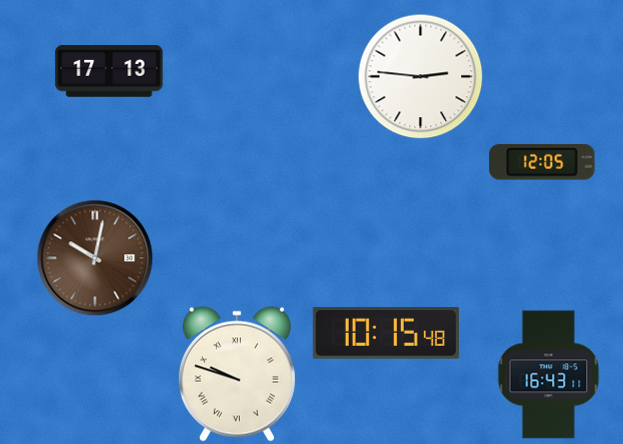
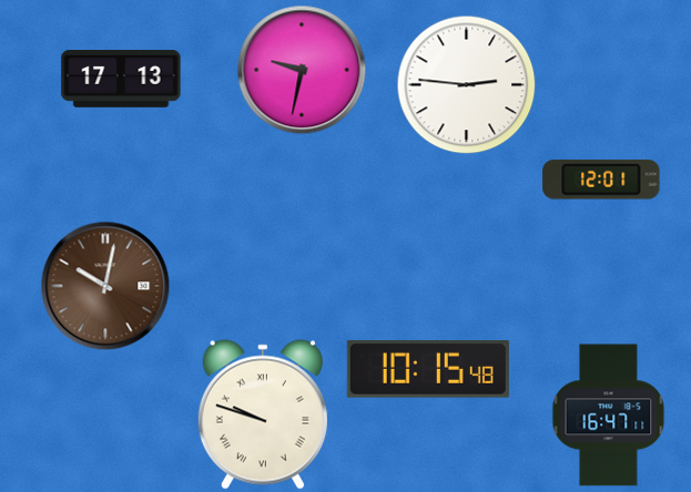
clock at (302, 70): none -> 9:32
clock at (542, 162): 12:05 -> 12:01
clock at (549, 375): 16:43 -> 16:47
